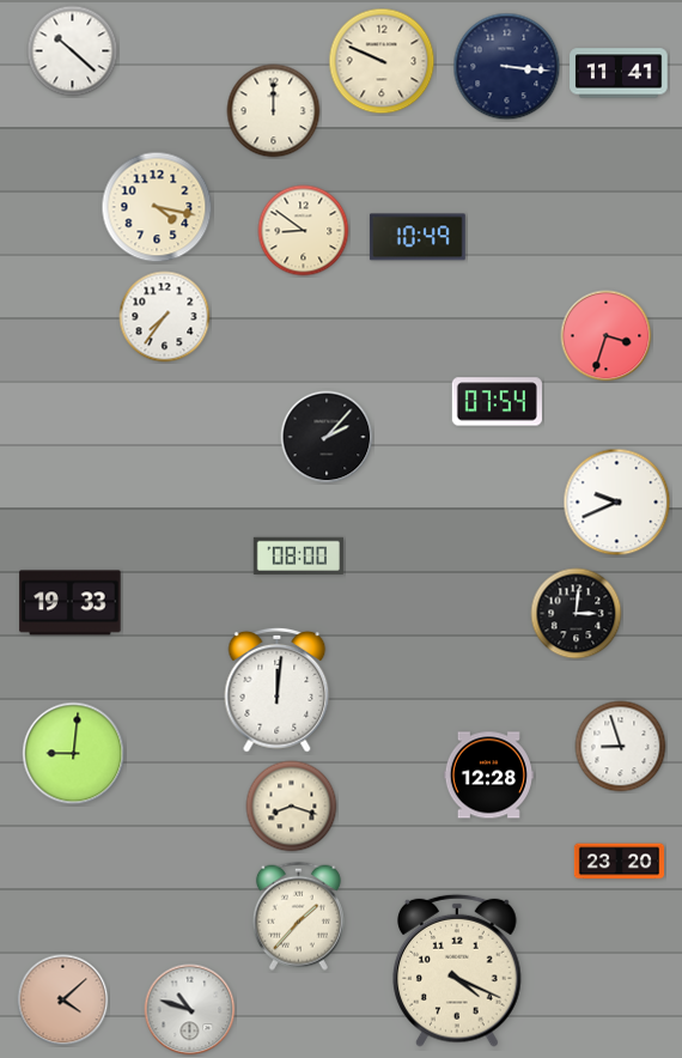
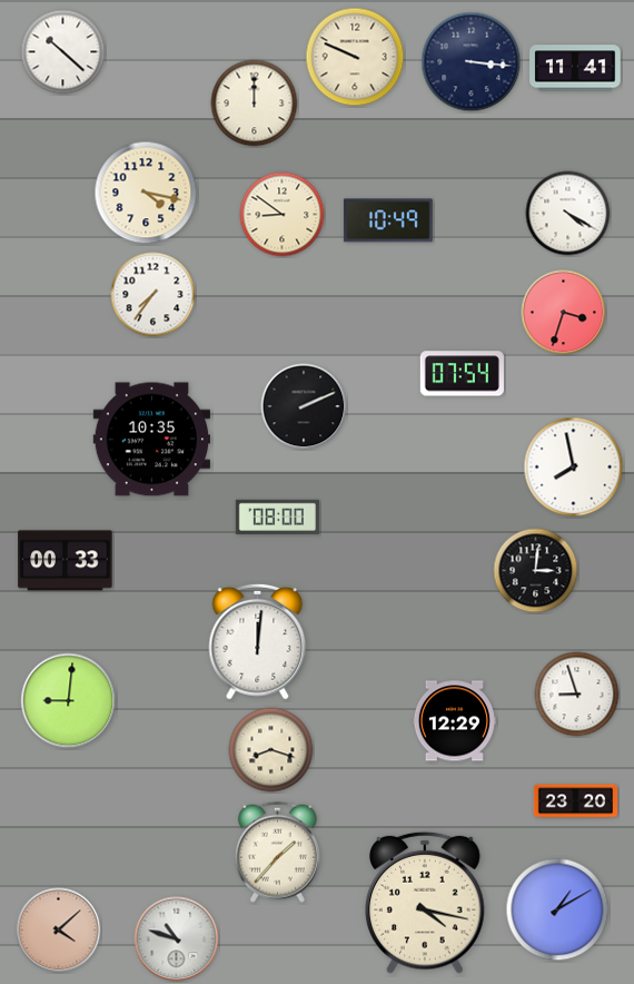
clock at (73, 51) position: (73, 51) -> (63, 52)
clock at (568, 214): none -> 4:20
clock at (327, 437): 2:07 -> 2:11
clock at (151, 440): none -> 10:35
clock at (617, 503): 9:41 -> 7:58
clock at (71, 603): 19:33 -> 00:33
clock at (488, 776): 12:28 -> 12:29
clock at (458, 971): 4:19 -> 4:17
clock at (557, 909): none -> 1:10
